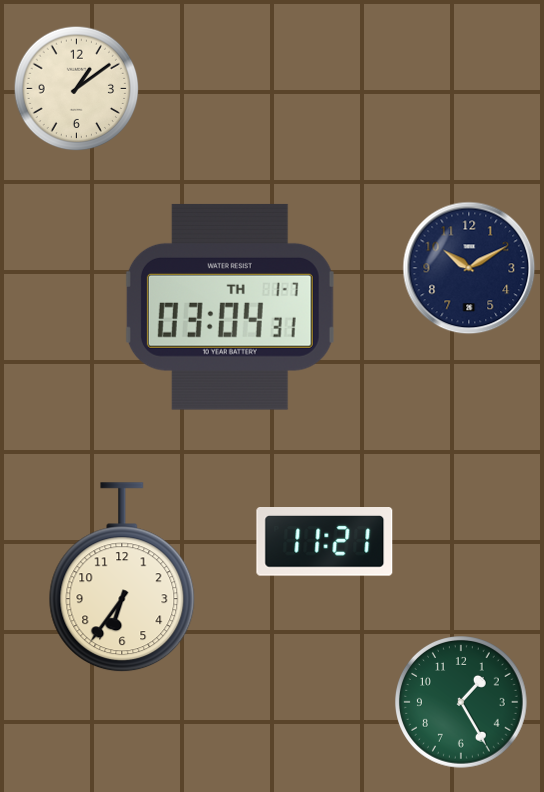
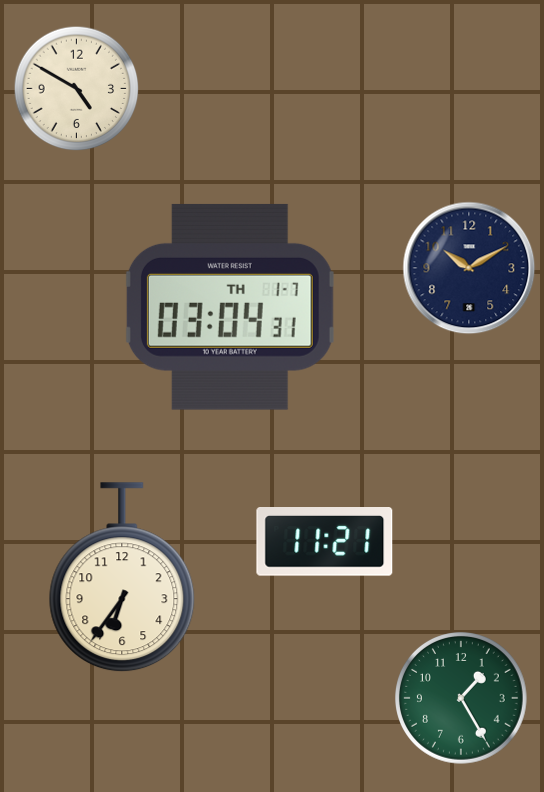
clock at (77, 89): 1:09 -> 4:50
clock at (462, 703) position: (462, 703) -> (462, 699)
